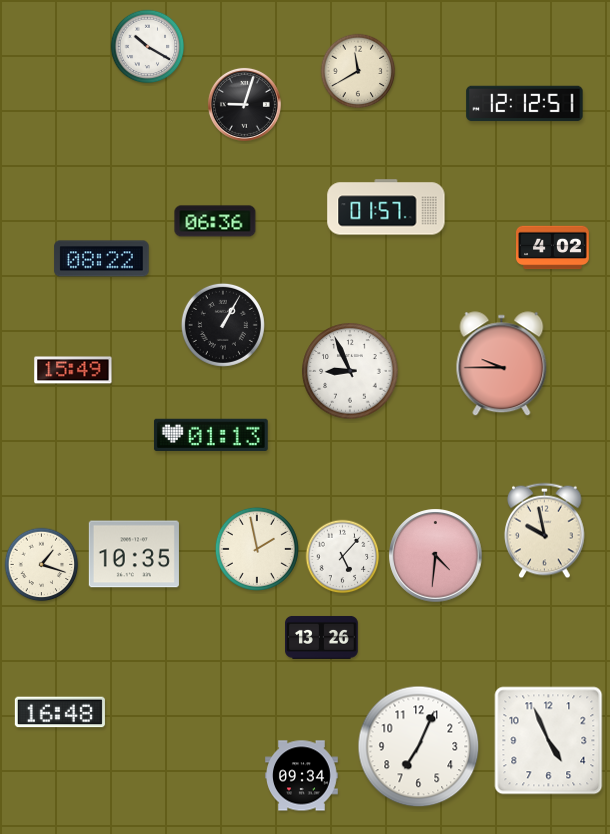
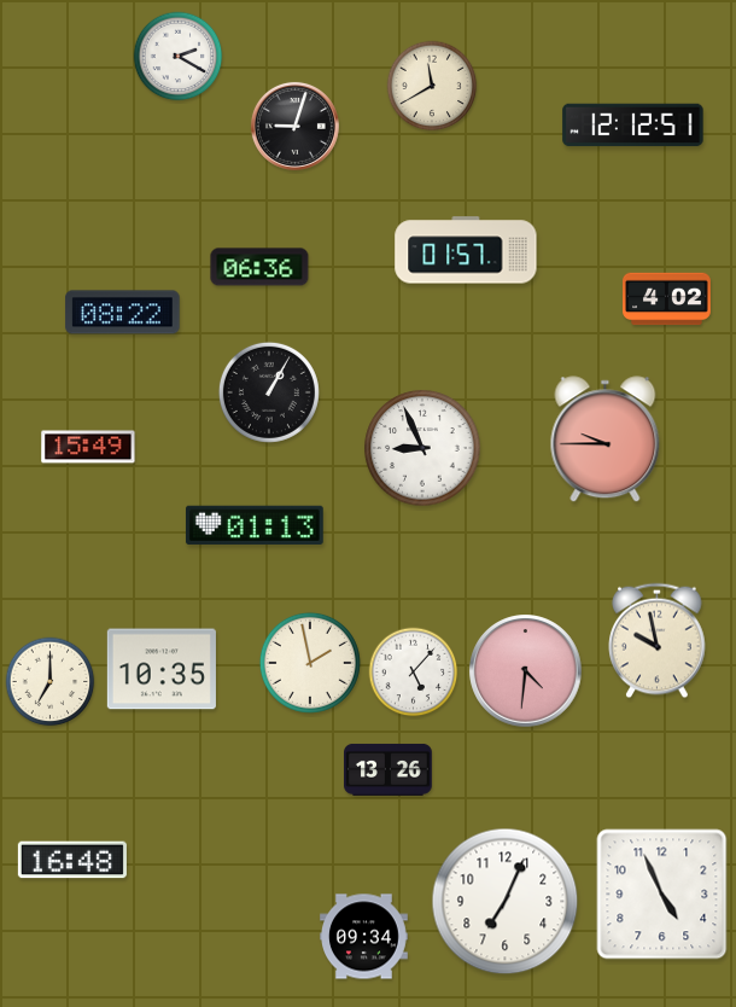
clock at (148, 47): 10:20 -> 2:20
clock at (42, 565): 1:18 -> 7:00
